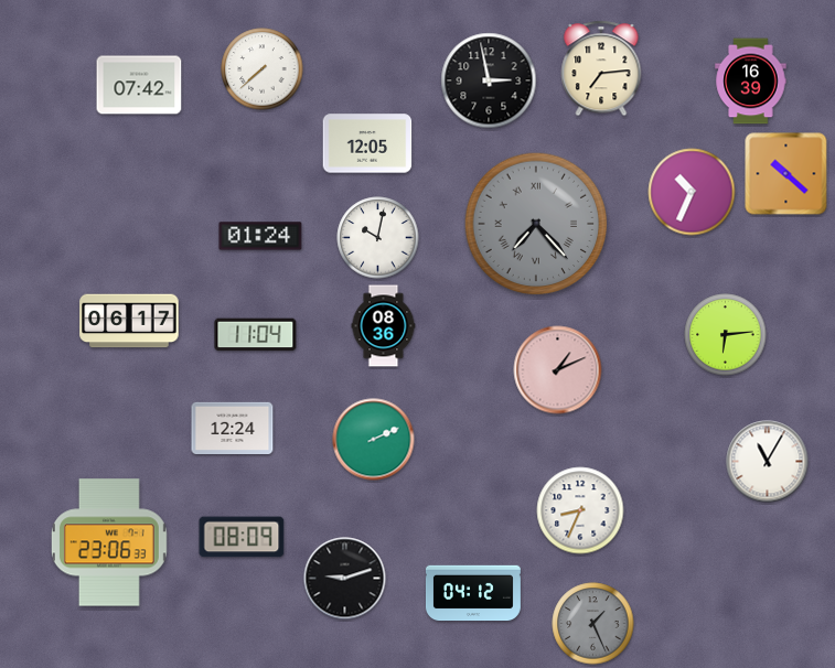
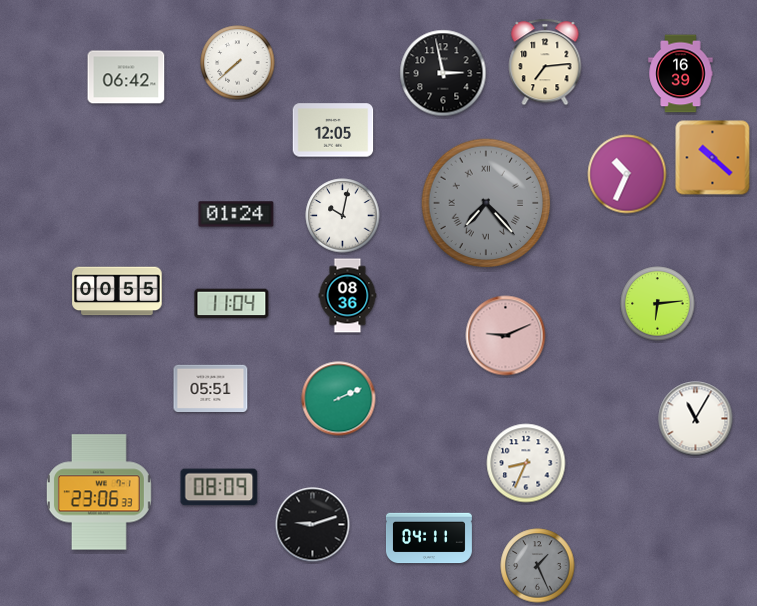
clock at (139, 85): 07:42 -> 06:42
clock at (129, 321): 06:17 -> 00:55
clock at (558, 370): 1:11 -> 9:11
clock at (233, 428): 12:24 -> 05:51
clock at (473, 593): 04:12 -> 04:11
